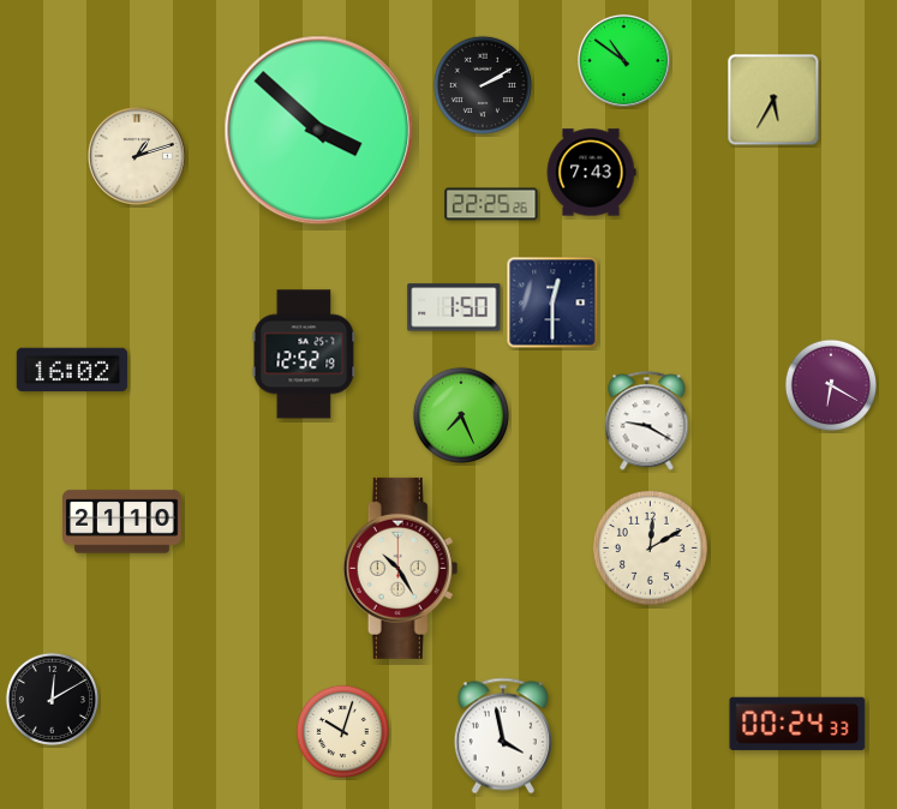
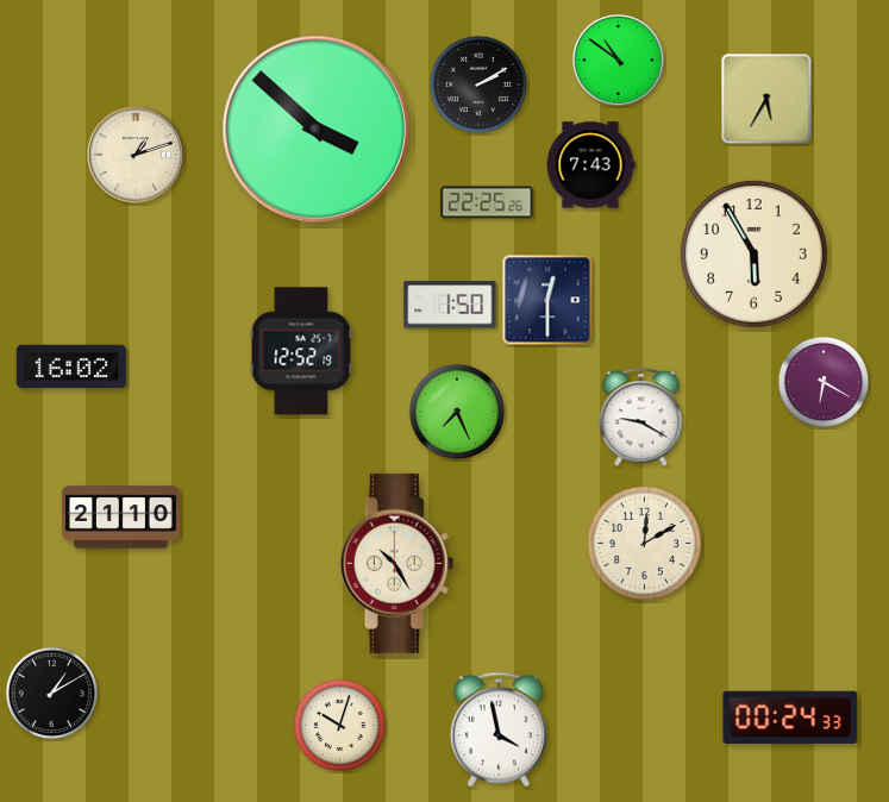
clock at (591, 173) position: (591, 173) -> (590, 165)
clock at (755, 255): none -> 5:55
clock at (52, 699): 12:10 -> 1:10
